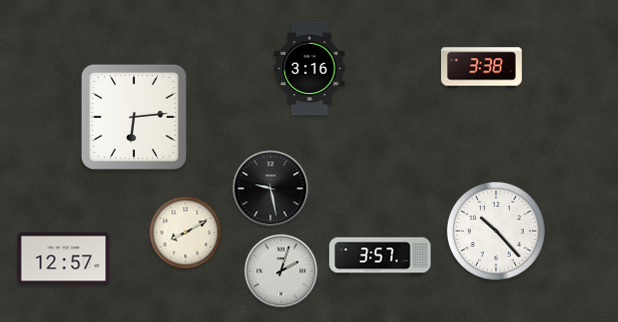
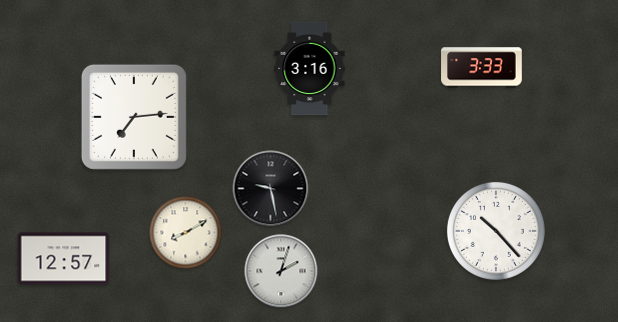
clock at (482, 68): 3:38 -> 3:33
clock at (134, 117): 6:14 -> 7:14
clock at (380, 256): 3:57 -> none
